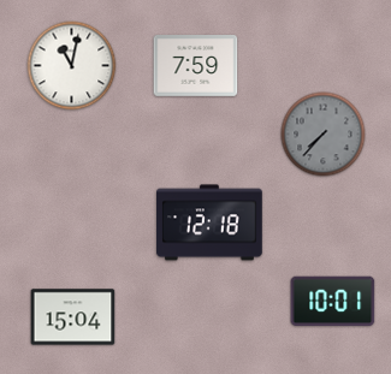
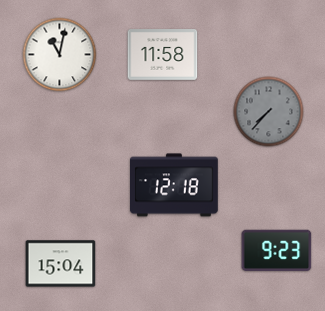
clock at (196, 66): 7:59 -> 11:58
clock at (333, 301): 10:01 -> 9:23
